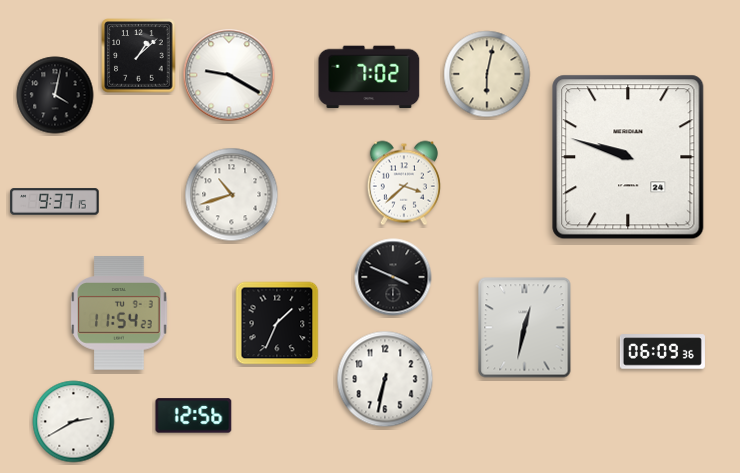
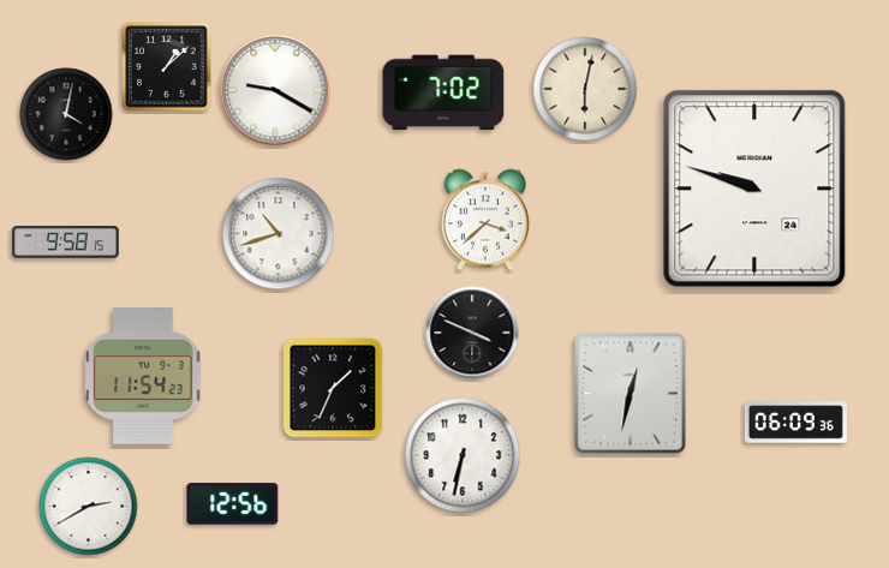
clock at (55, 202): 9:37 -> 9:58
clock at (194, 416) position: (194, 416) -> (233, 504)
